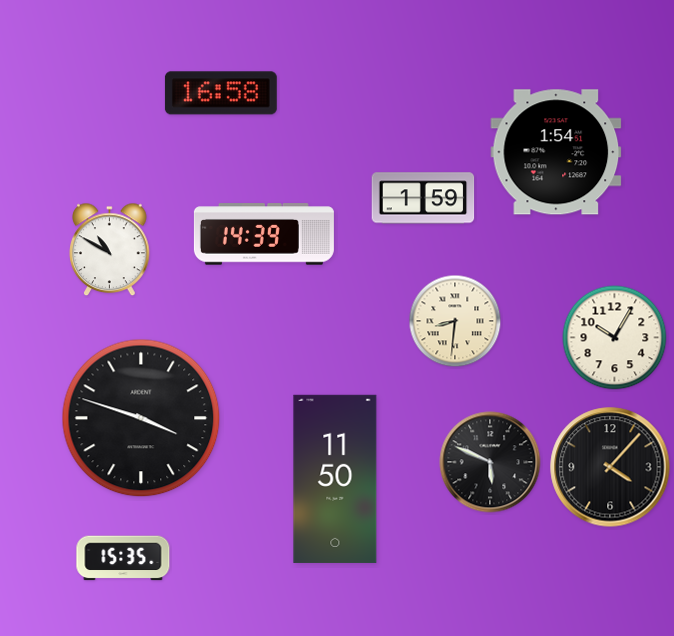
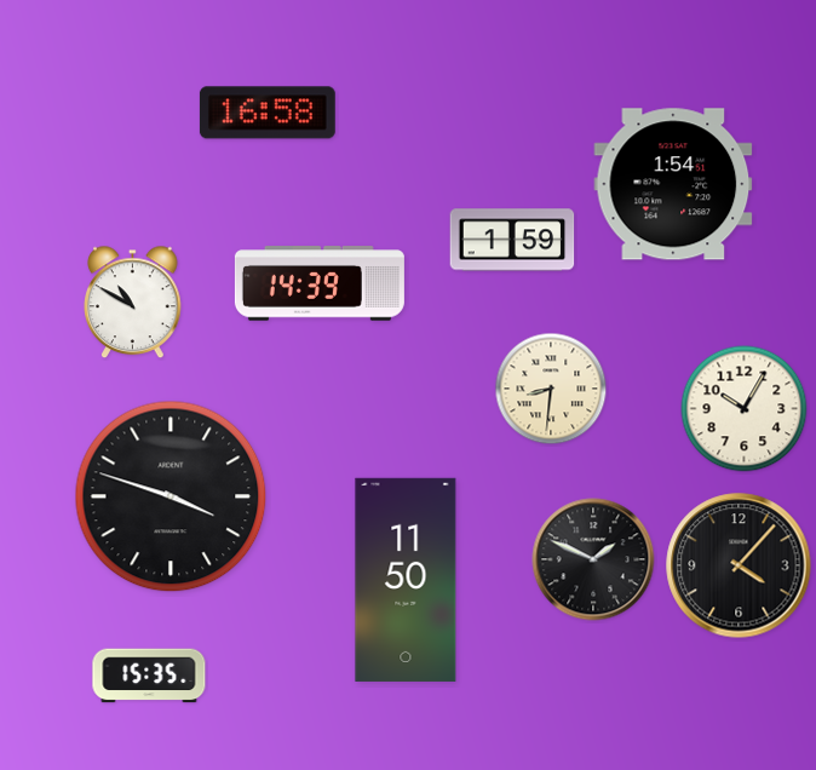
clock at (141, 418) position: (141, 418) -> (171, 496)
clock at (490, 462): 5:49 -> 1:49
